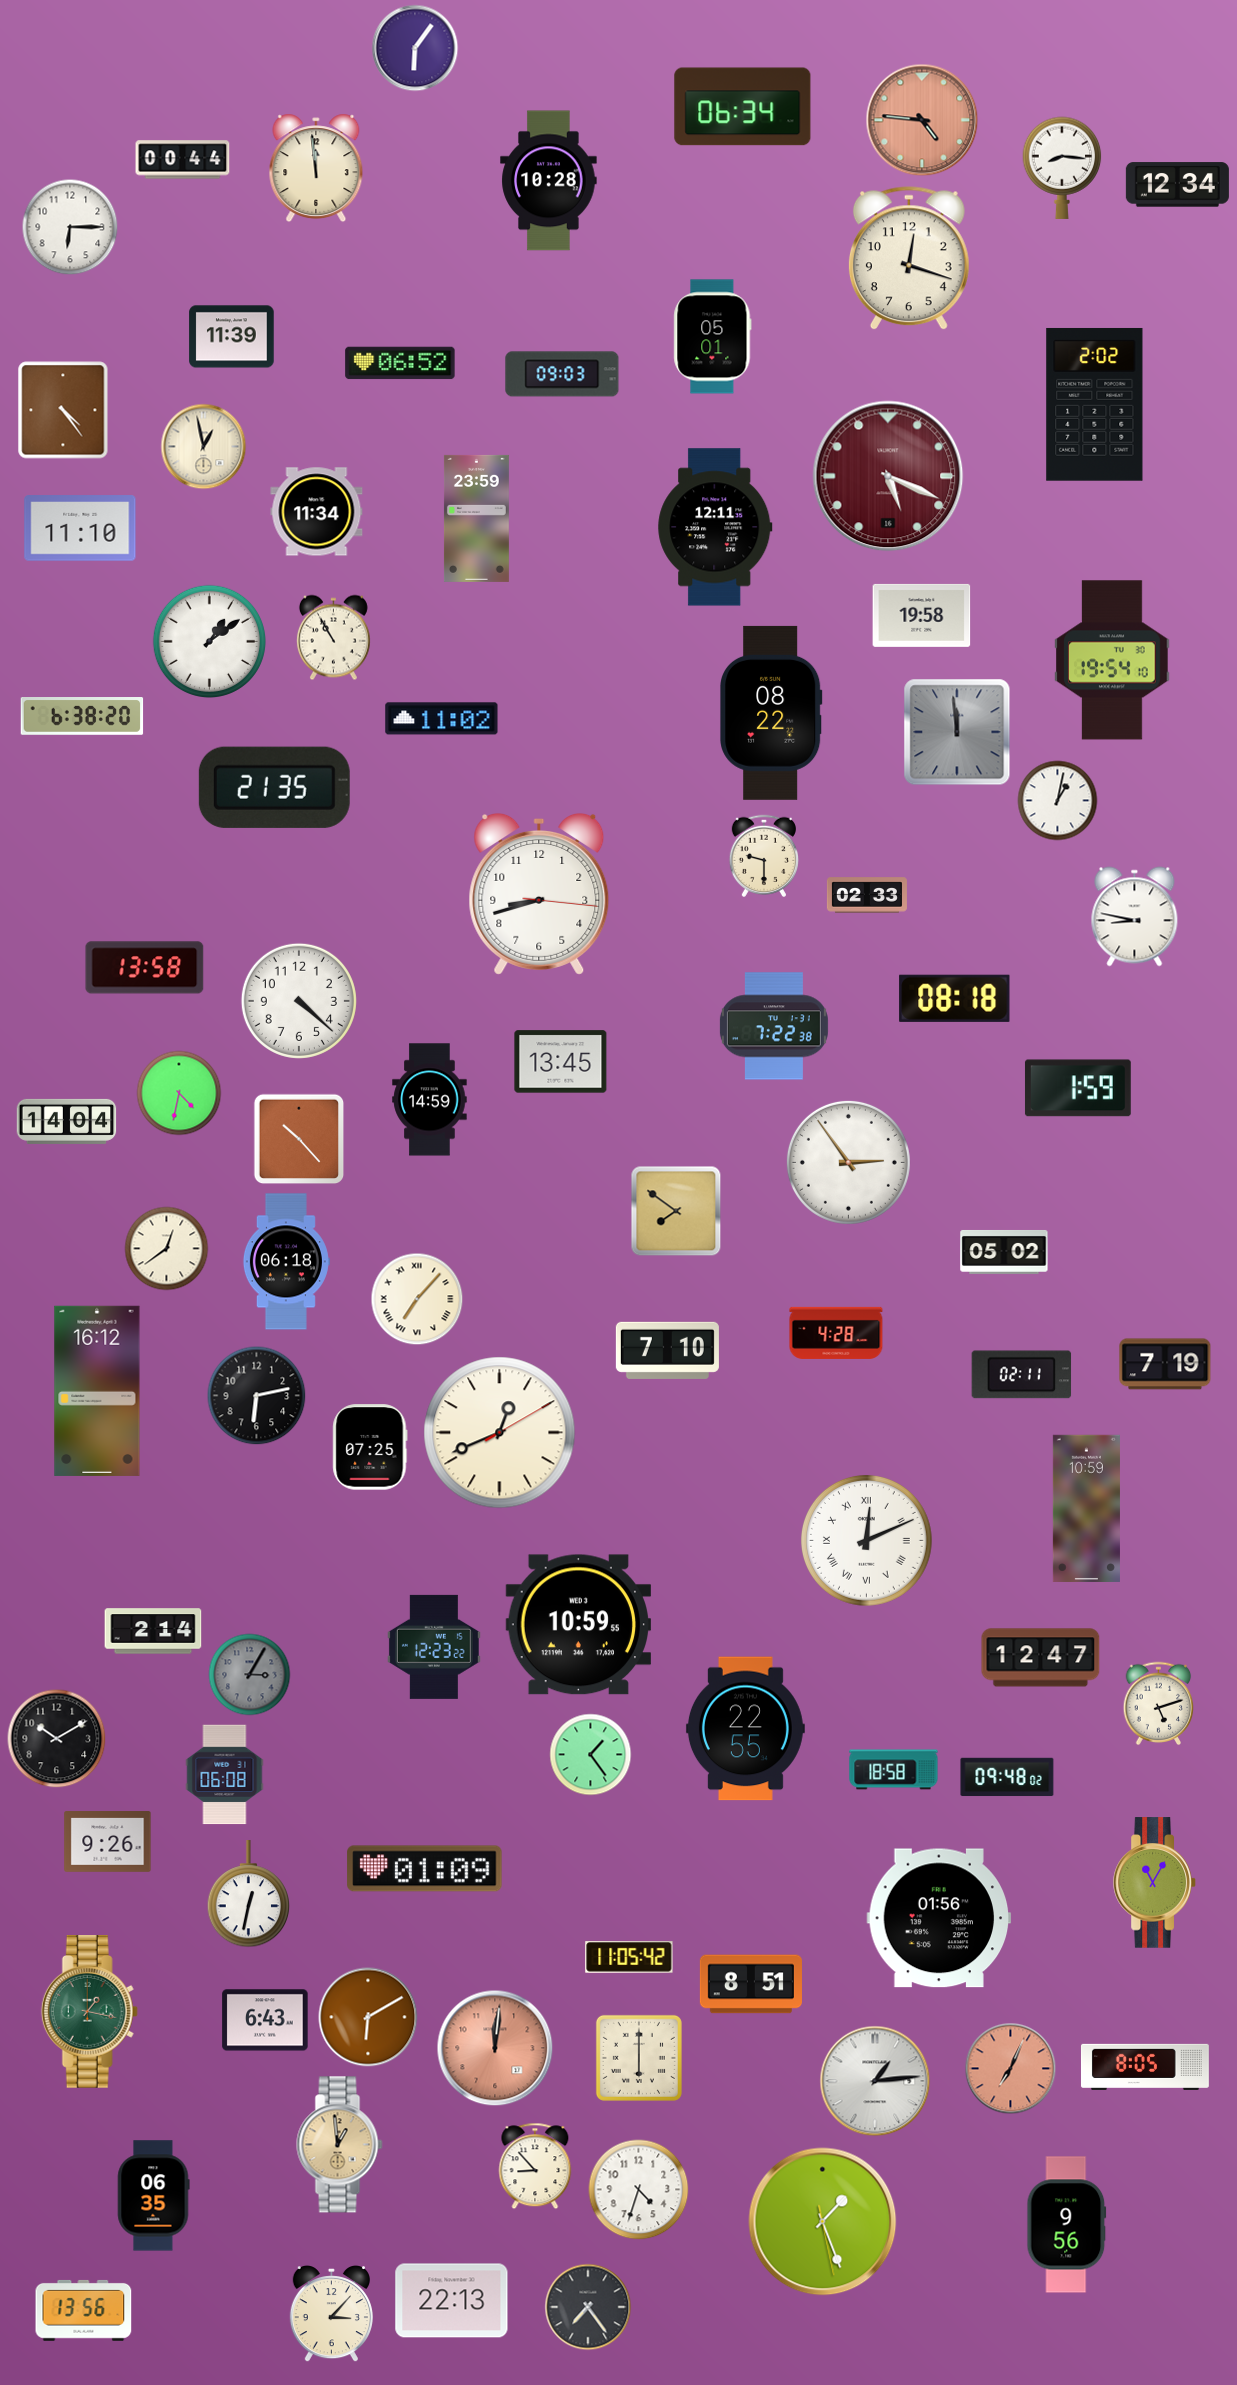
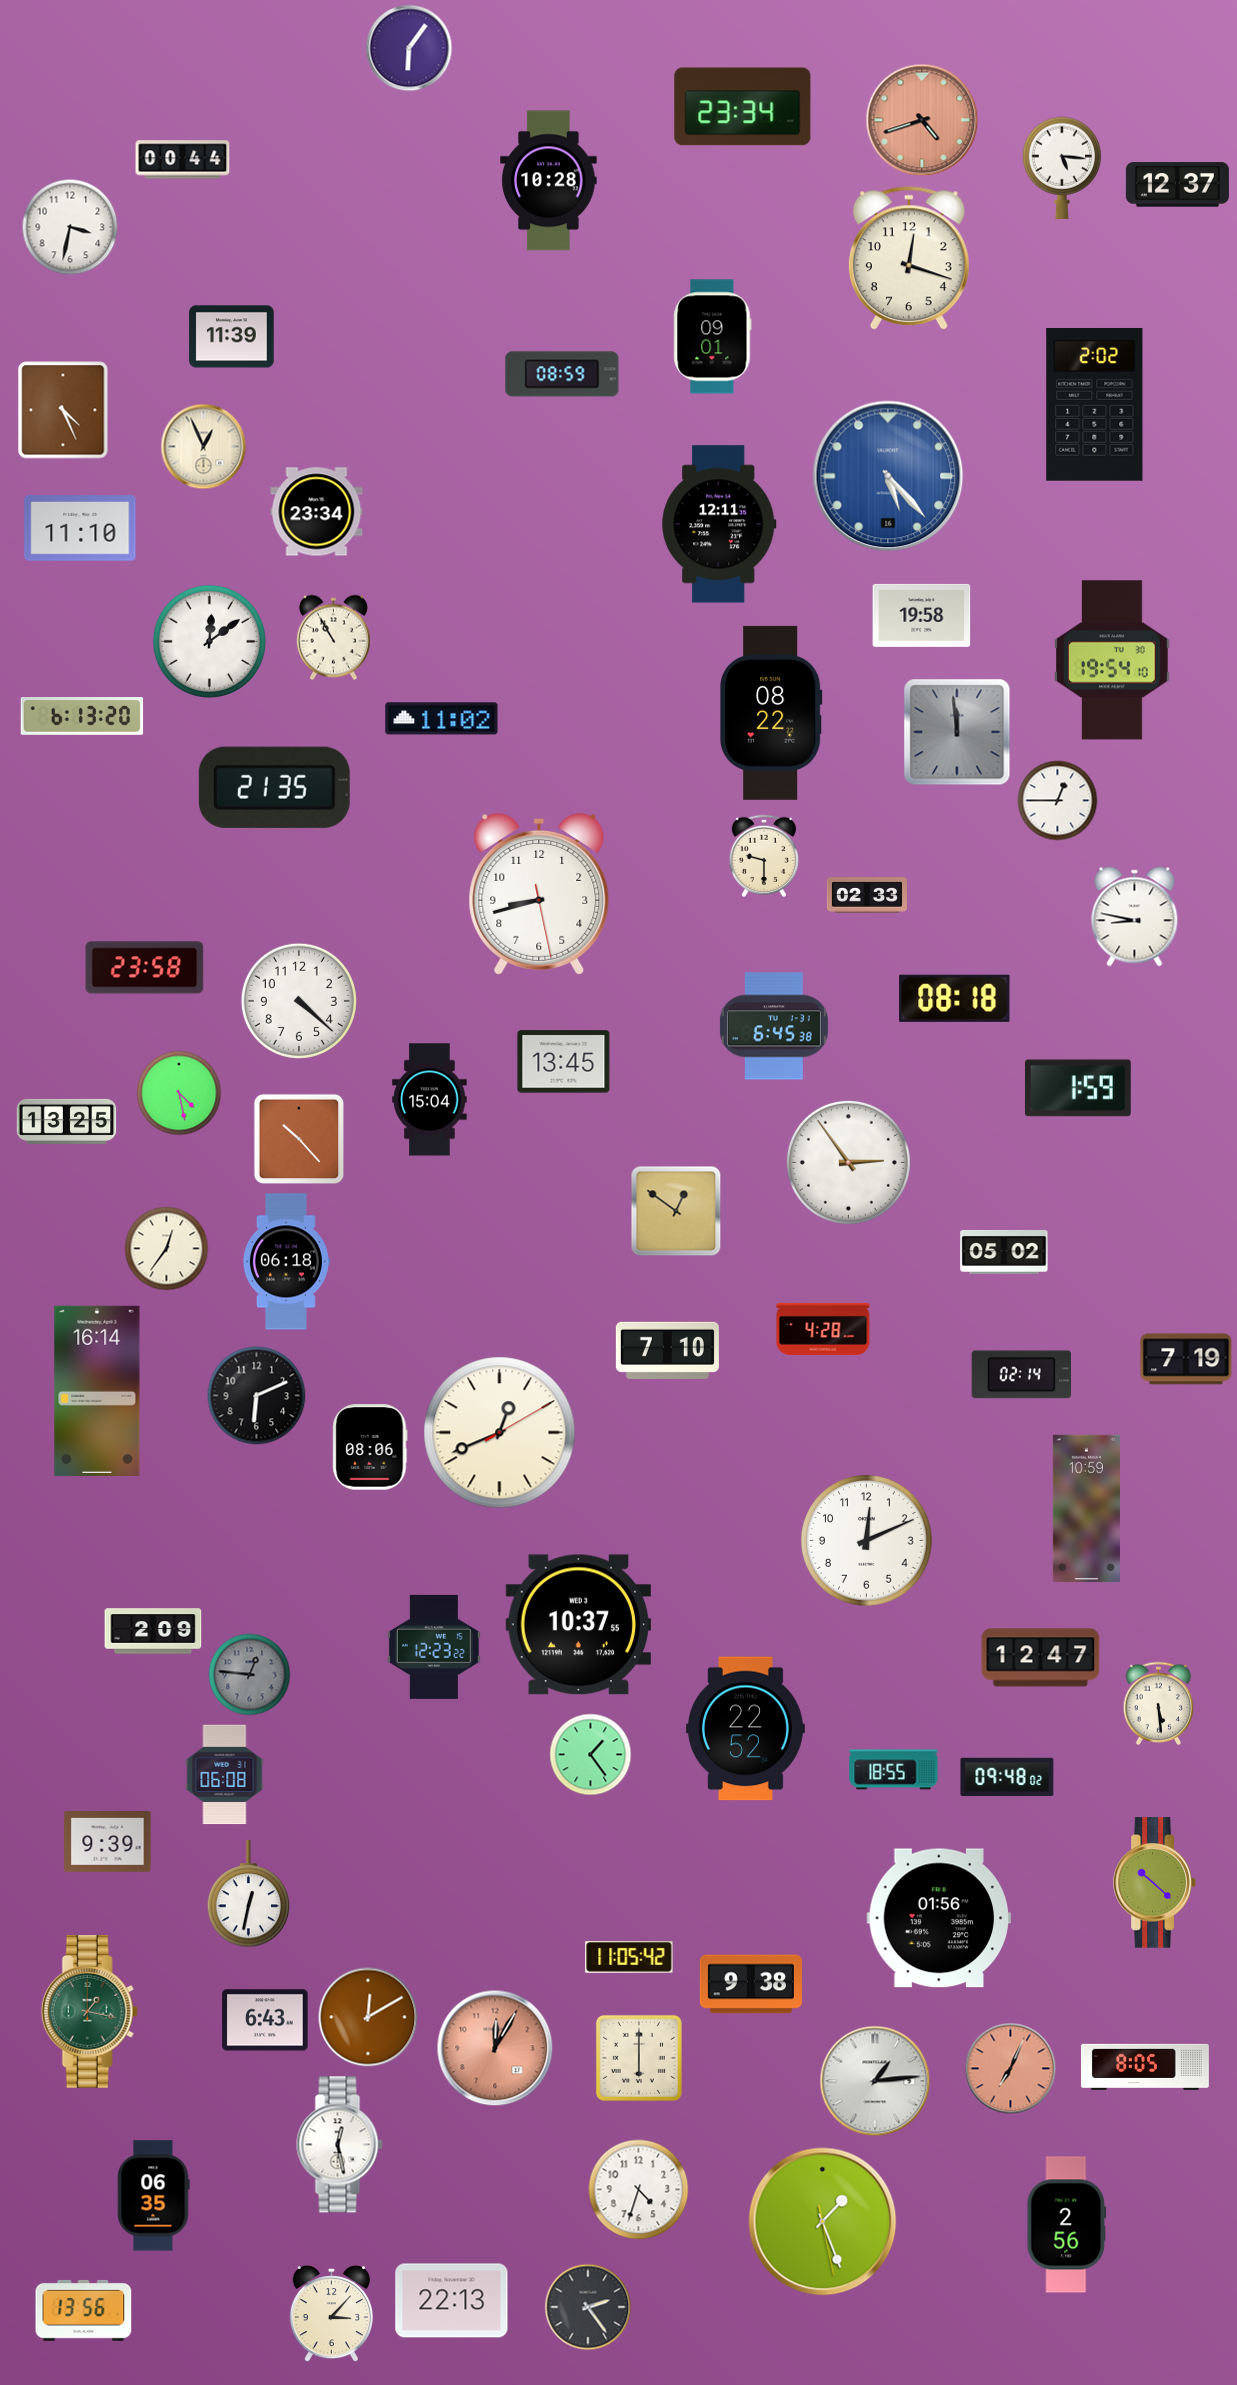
clock at (415, 48) position: (415, 48) -> (409, 48)
clock at (743, 107): 06:34 -> 23:34
clock at (922, 120): 4:46 -> 4:42
clock at (316, 168): 11:59 -> none
clock at (1062, 168): 8:16 -> 5:16
clock at (1177, 185): 12:34 -> 12:37
clock at (70, 227): 6:15 -> 3:32
clock at (713, 337): 05:01 -> 09:01
clock at (400, 363): 06:52 -> none
clock at (562, 374): 09:03 -> 08:59
clock at (63, 410): 4:24 -> 4:26
clock at (204, 447): 12:58 -> 12:56
clock at (888, 476): 5:19 -> 5:23
clock at (888, 476) dial: burgundy -> blue
clock at (317, 512): 11:34 -> 23:34
clock at (476, 518): 23:59 -> none
clock at (715, 527) position: (715, 527) -> (719, 524)
clock at (209, 641): 1:09 -> 12:09
clock at (82, 717): 6:38 -> 6:13
clock at (1058, 801): 1:02 -> 12:45
clock at (539, 894): 8:42:16 -> 8:42:28
clock at (145, 968): 13:58 -> 23:58
clock at (774, 1026): 7:22 -> 6:45
clock at (561, 1062) position: (561, 1062) -> (564, 1062)
clock at (179, 1093): 4:32 -> 4:28
clock at (430, 1100): 14:59 -> 15:04
clock at (67, 1121): 14:04 -> 13:25
clock at (676, 1211): 7:51 -> 12:51
clock at (167, 1249): 12:39 -> 12:36
clock at (417, 1299): 7:07 -> none
clock at (836, 1333) position: (836, 1333) -> (823, 1329)
clock at (1165, 1364) position: (1165, 1364) -> (1186, 1359)
clock at (1022, 1375): 02:11 -> 02:14
clock at (97, 1391): 16:12 -> 16:14
clock at (257, 1396): 6:13 -> 6:11
clock at (370, 1447): 07:25 -> 08:06
clock at (866, 1540) numerals: Roman -> Arabic
clock at (578, 1625): 10:59 -> 10:37
clock at (153, 1631): 2:14 -> 2:09
clock at (250, 1675): 3:05 -> 12:46
clock at (1159, 1704): 5:12 -> 5:29
clock at (745, 1729): 22:55 -> 22:52
clock at (57, 1739): 10:10 -> none
clock at (894, 1770): 18:58 -> 18:55
clock at (108, 1842): 9:26 -> 9:39
clock at (425, 1869): 01:09 -> none
clock at (1155, 1883): 11:05 -> 10:22
clock at (751, 1984): 8:51 -> 9:38
clock at (368, 2017): 6:10 -> 12:10
clock at (495, 2048): 12:01 -> 12:05
clock at (340, 2145): 12:59 -> 12:28
clock at (340, 2145) dial: champagne -> white
clock at (535, 2166): 8:53 -> none
clock at (1067, 2225): 9:56 -> 2:56
clock at (588, 2307): 7:24 -> 2:24
